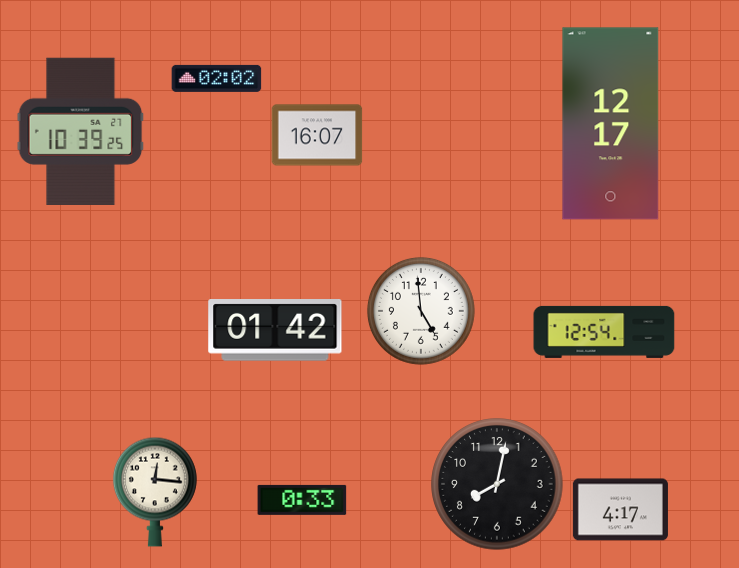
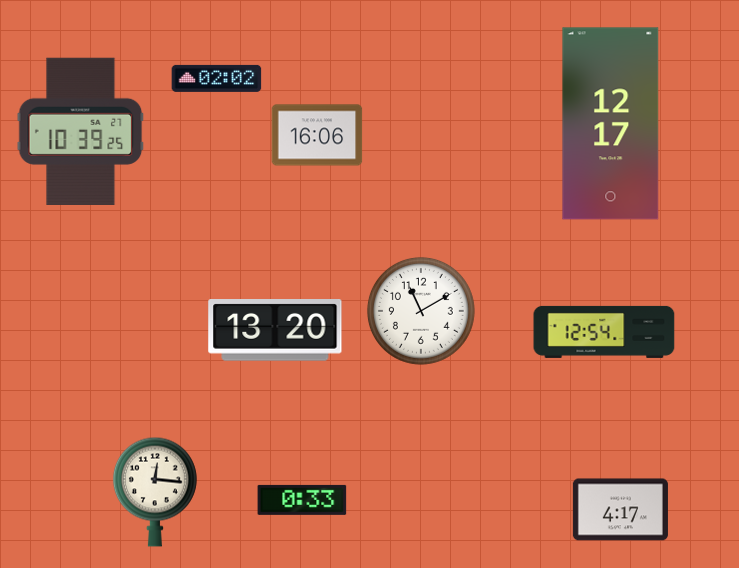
clock at (317, 135): 16:07 -> 16:06
clock at (421, 311): 4:59 -> 11:10
clock at (275, 331): 01:42 -> 13:20
clock at (497, 484): 8:02 -> none
